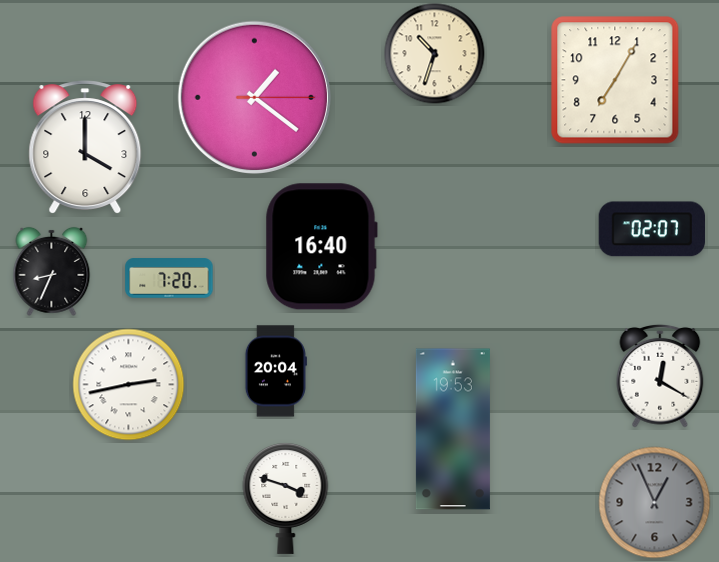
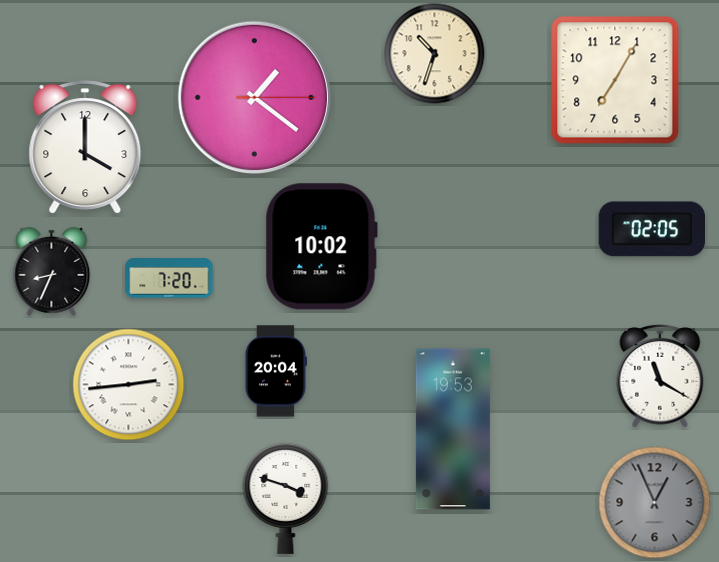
clock at (651, 229): 02:07 -> 02:05
clock at (321, 247): 16:40 -> 10:02
clock at (660, 376): 12:20 -> 11:20
clock at (129, 385): 2:43 -> 2:44
